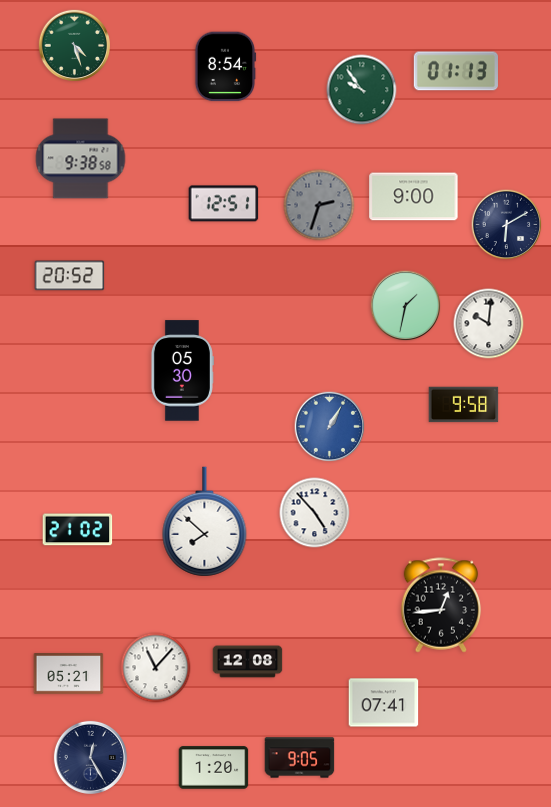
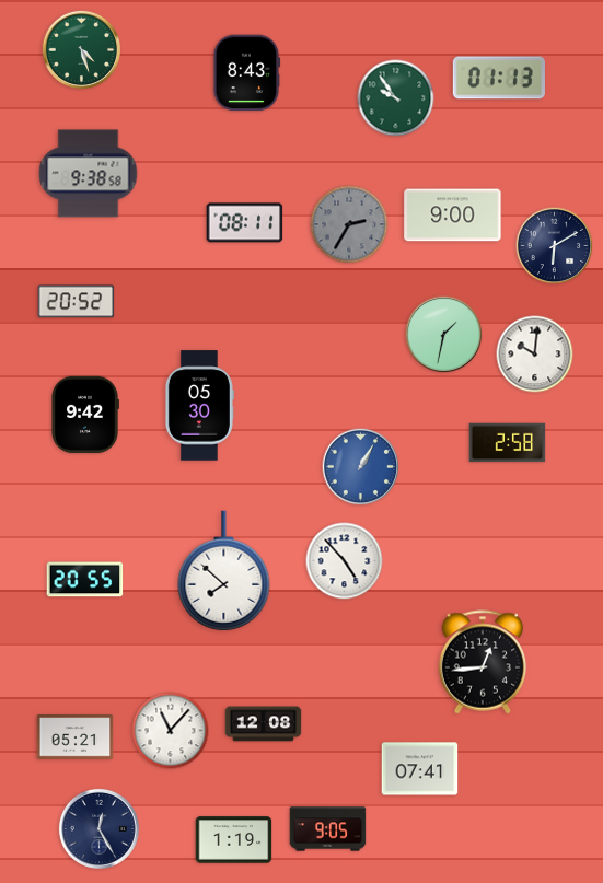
clock at (225, 67): 8:54 -> 8:43
clock at (224, 204): 12:51 -> 08:11
clock at (319, 205): 2:33 -> 2:35
clock at (85, 415): none -> 9:42
clock at (464, 405): 9:58 -> 2:58
clock at (78, 530): 21:02 -> 20:55
clock at (248, 662) position: (248, 662) -> (264, 724)
clock at (214, 768): 1:20 -> 1:19
